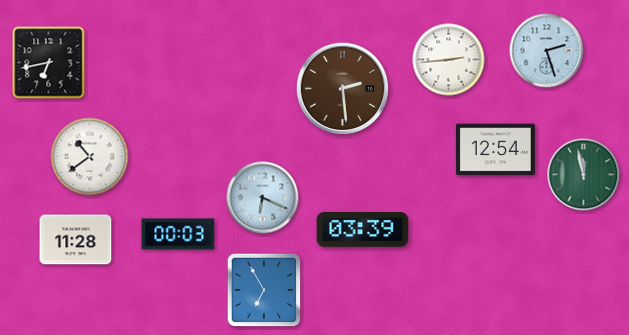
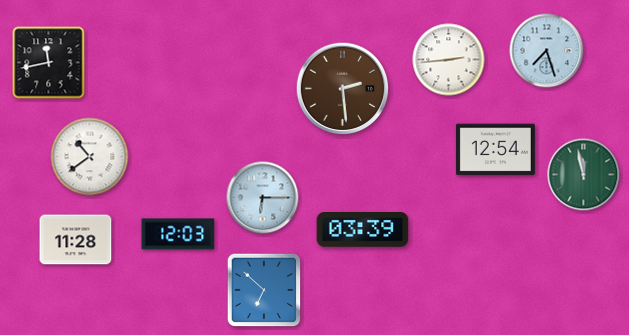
clock at (547, 51): 2:27 -> 7:27
clock at (49, 63): 6:43 -> 11:43
clock at (263, 198): 6:19 -> 6:15
clock at (178, 234): 00:03 -> 12:03
clock at (264, 290): 6:55 -> 6:52
